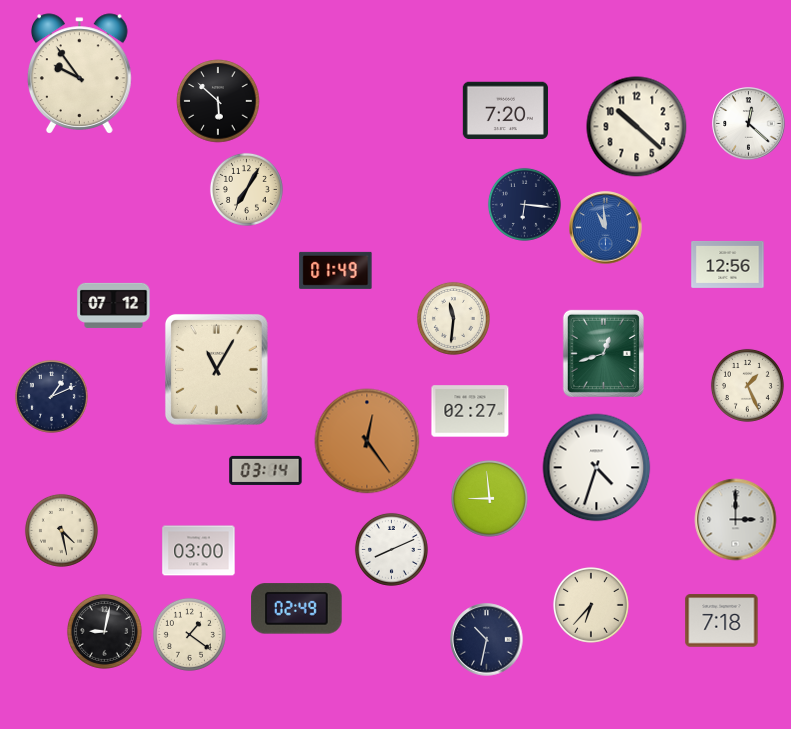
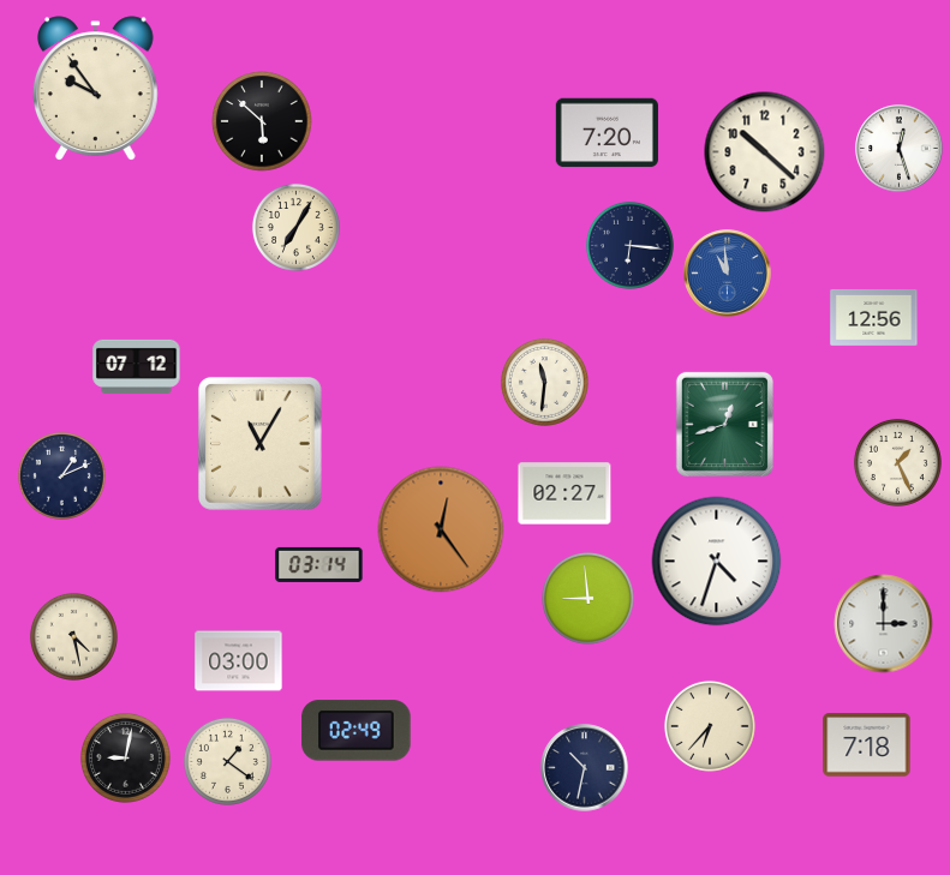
clock at (749, 124): 12:22 -> 12:27
clock at (336, 270): 01:49 -> none
clock at (391, 549): 8:11 -> none
